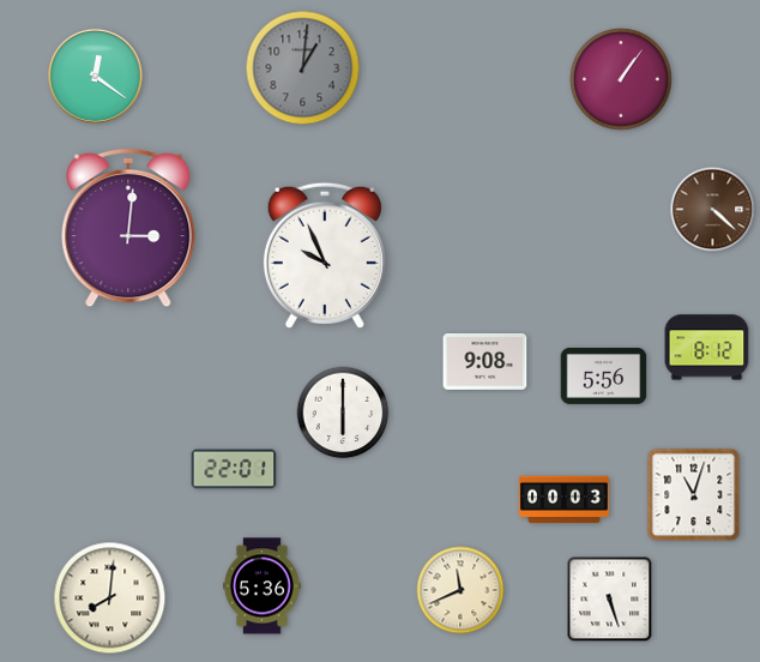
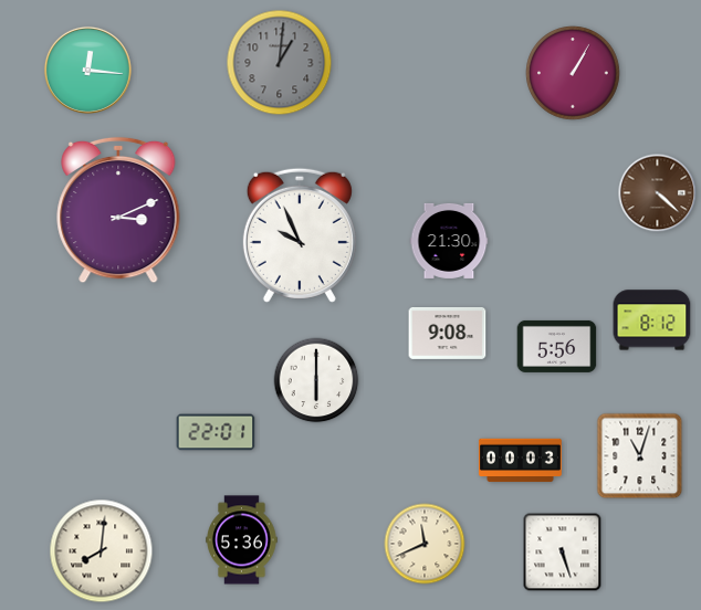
clock at (95, 76): 12:21 -> 12:16
clock at (621, 79): 1:06 -> 1:05
clock at (128, 228): 3:01 -> 3:11
clock at (449, 241): none -> 21:30
